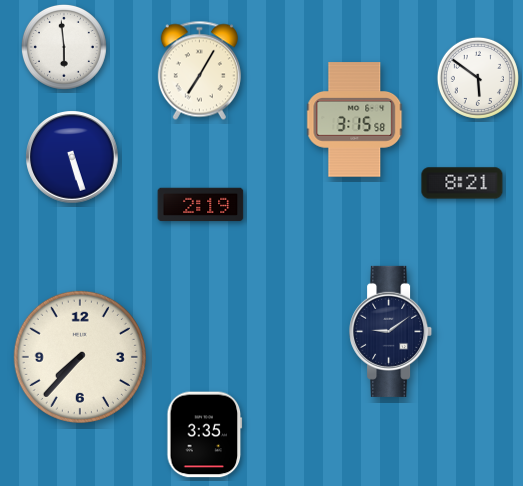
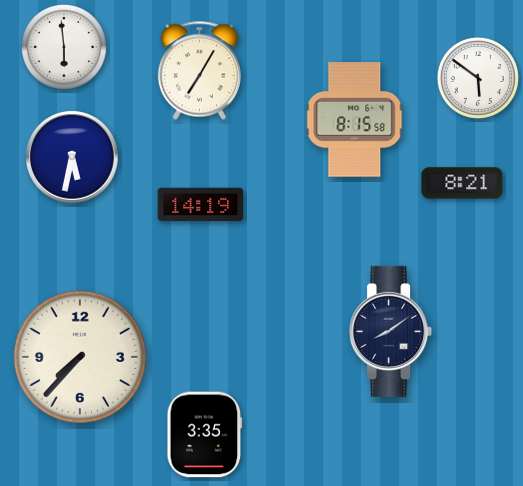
clock at (355, 120): 3:15 -> 8:15
clock at (72, 157): 5:27 -> 5:32
clock at (201, 205): 2:19 -> 14:19
clock at (391, 331): 9:09 -> 8:09
